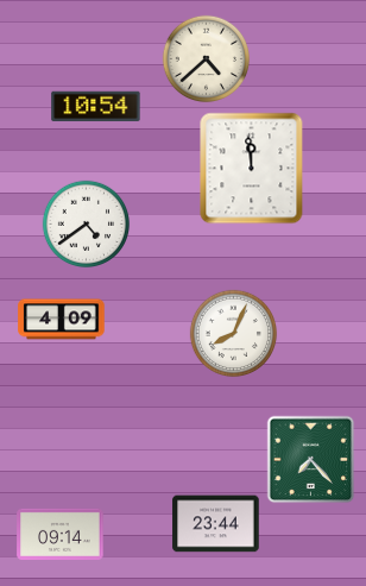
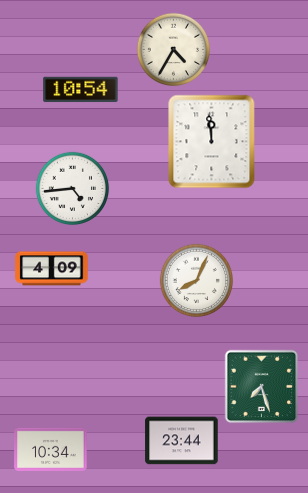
clock at (207, 59): 4:38 -> 4:35
clock at (87, 225): 4:39 -> 4:44
clock at (311, 460): 7:23 -> 7:27
clock at (61, 534): 09:14 -> 10:34
